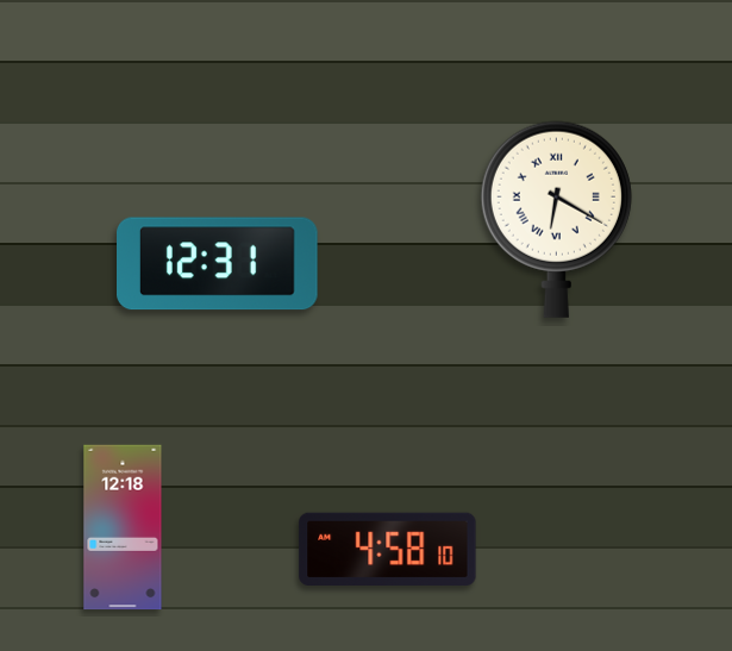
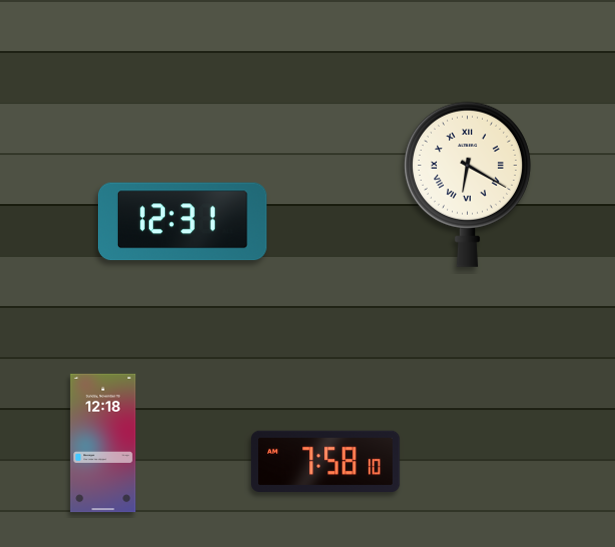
clock at (388, 550): 4:58 -> 7:58
